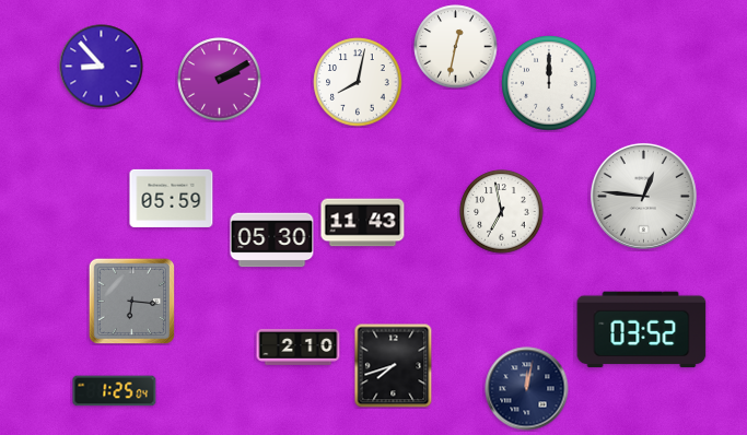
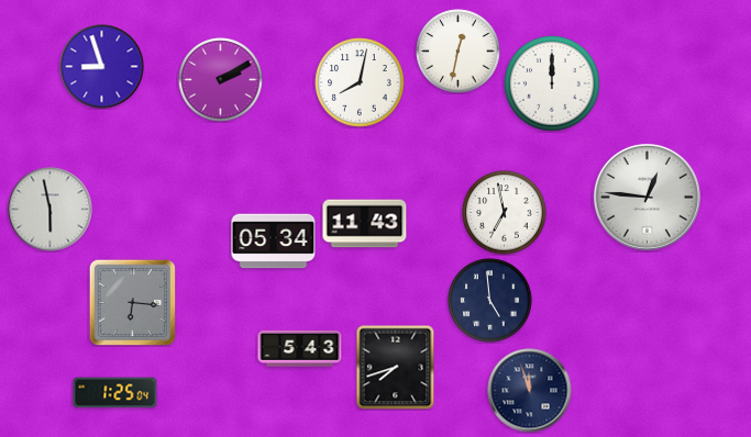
clock at (456, 47) position: (456, 47) -> (459, 52)
clock at (102, 67): 8:53 -> 8:57
clock at (172, 198): 05:59 -> none
clock at (51, 210): none -> 5:58
clock at (272, 240): 05:30 -> 05:34
clock at (490, 301): none -> 4:59
clock at (642, 330): 03:52 -> none
clock at (299, 346): 2:10 -> 5:43
clock at (527, 389): 12:02 -> 11:57
